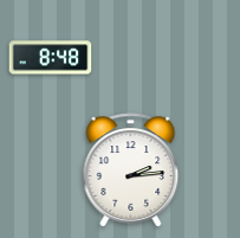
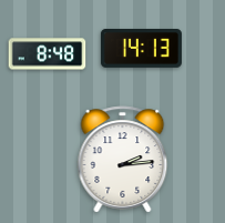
clock at (141, 49): none -> 14:13
